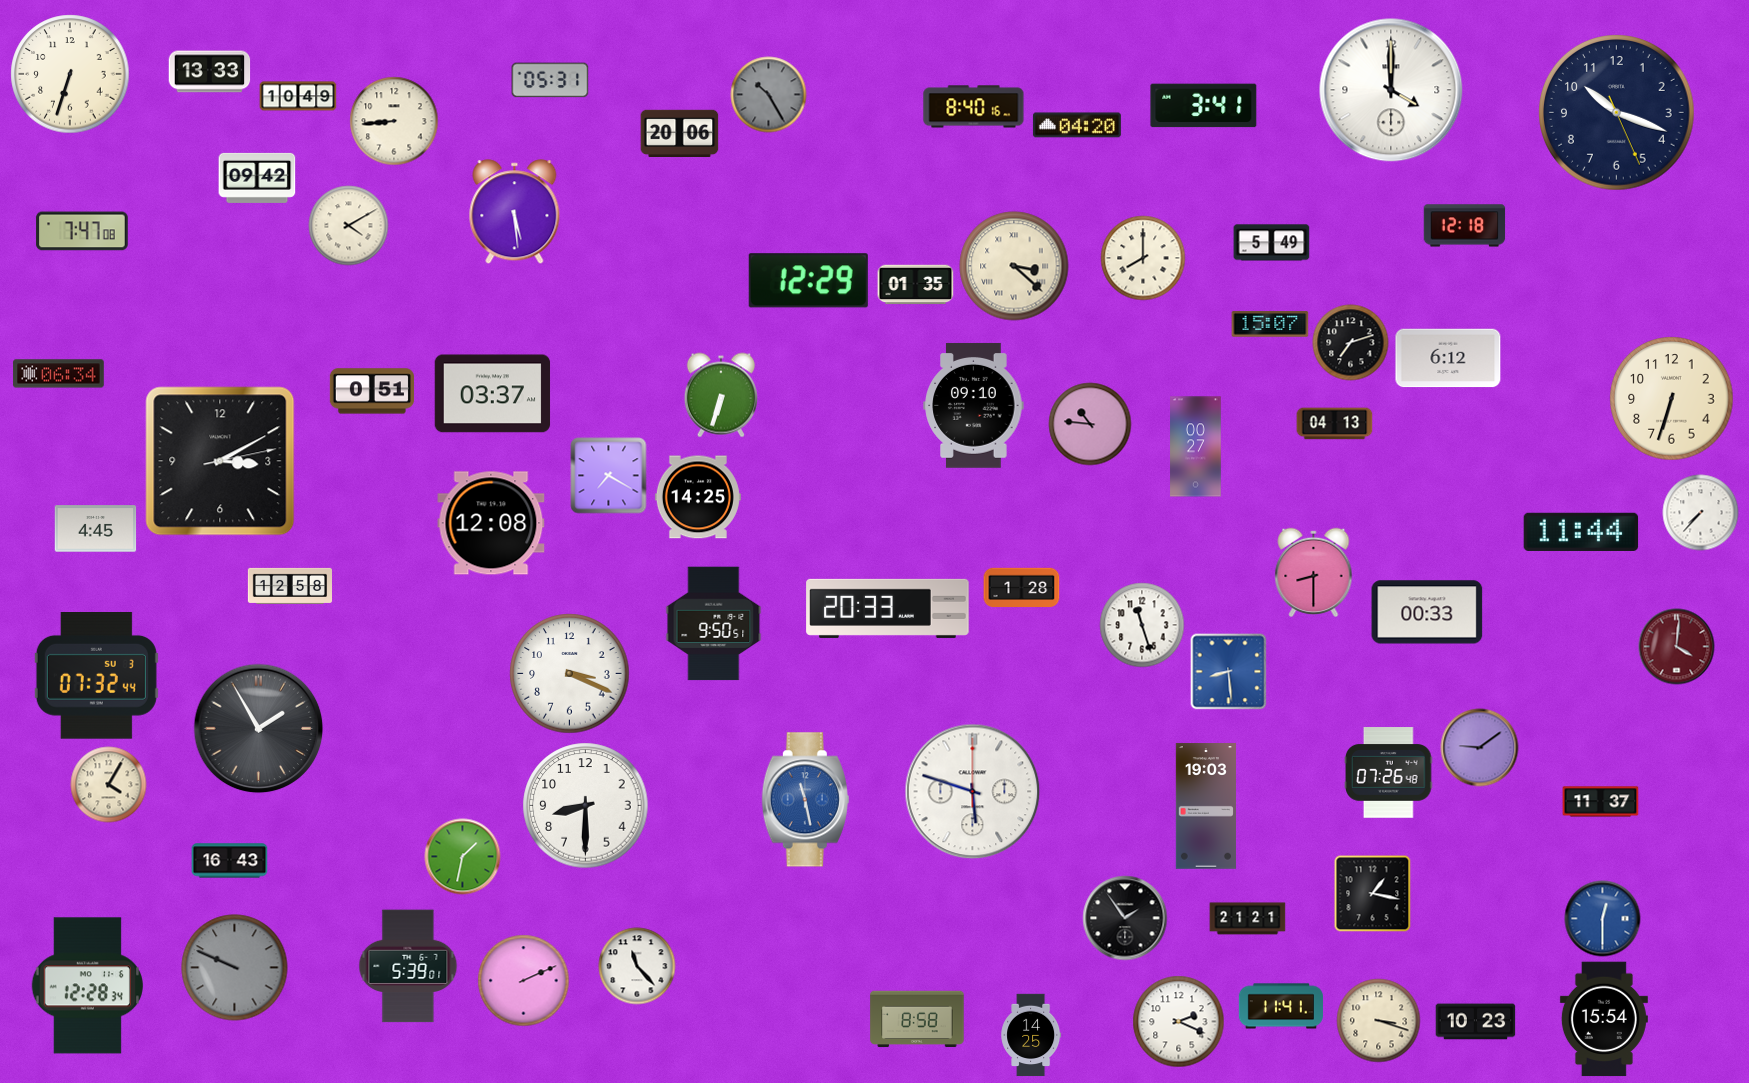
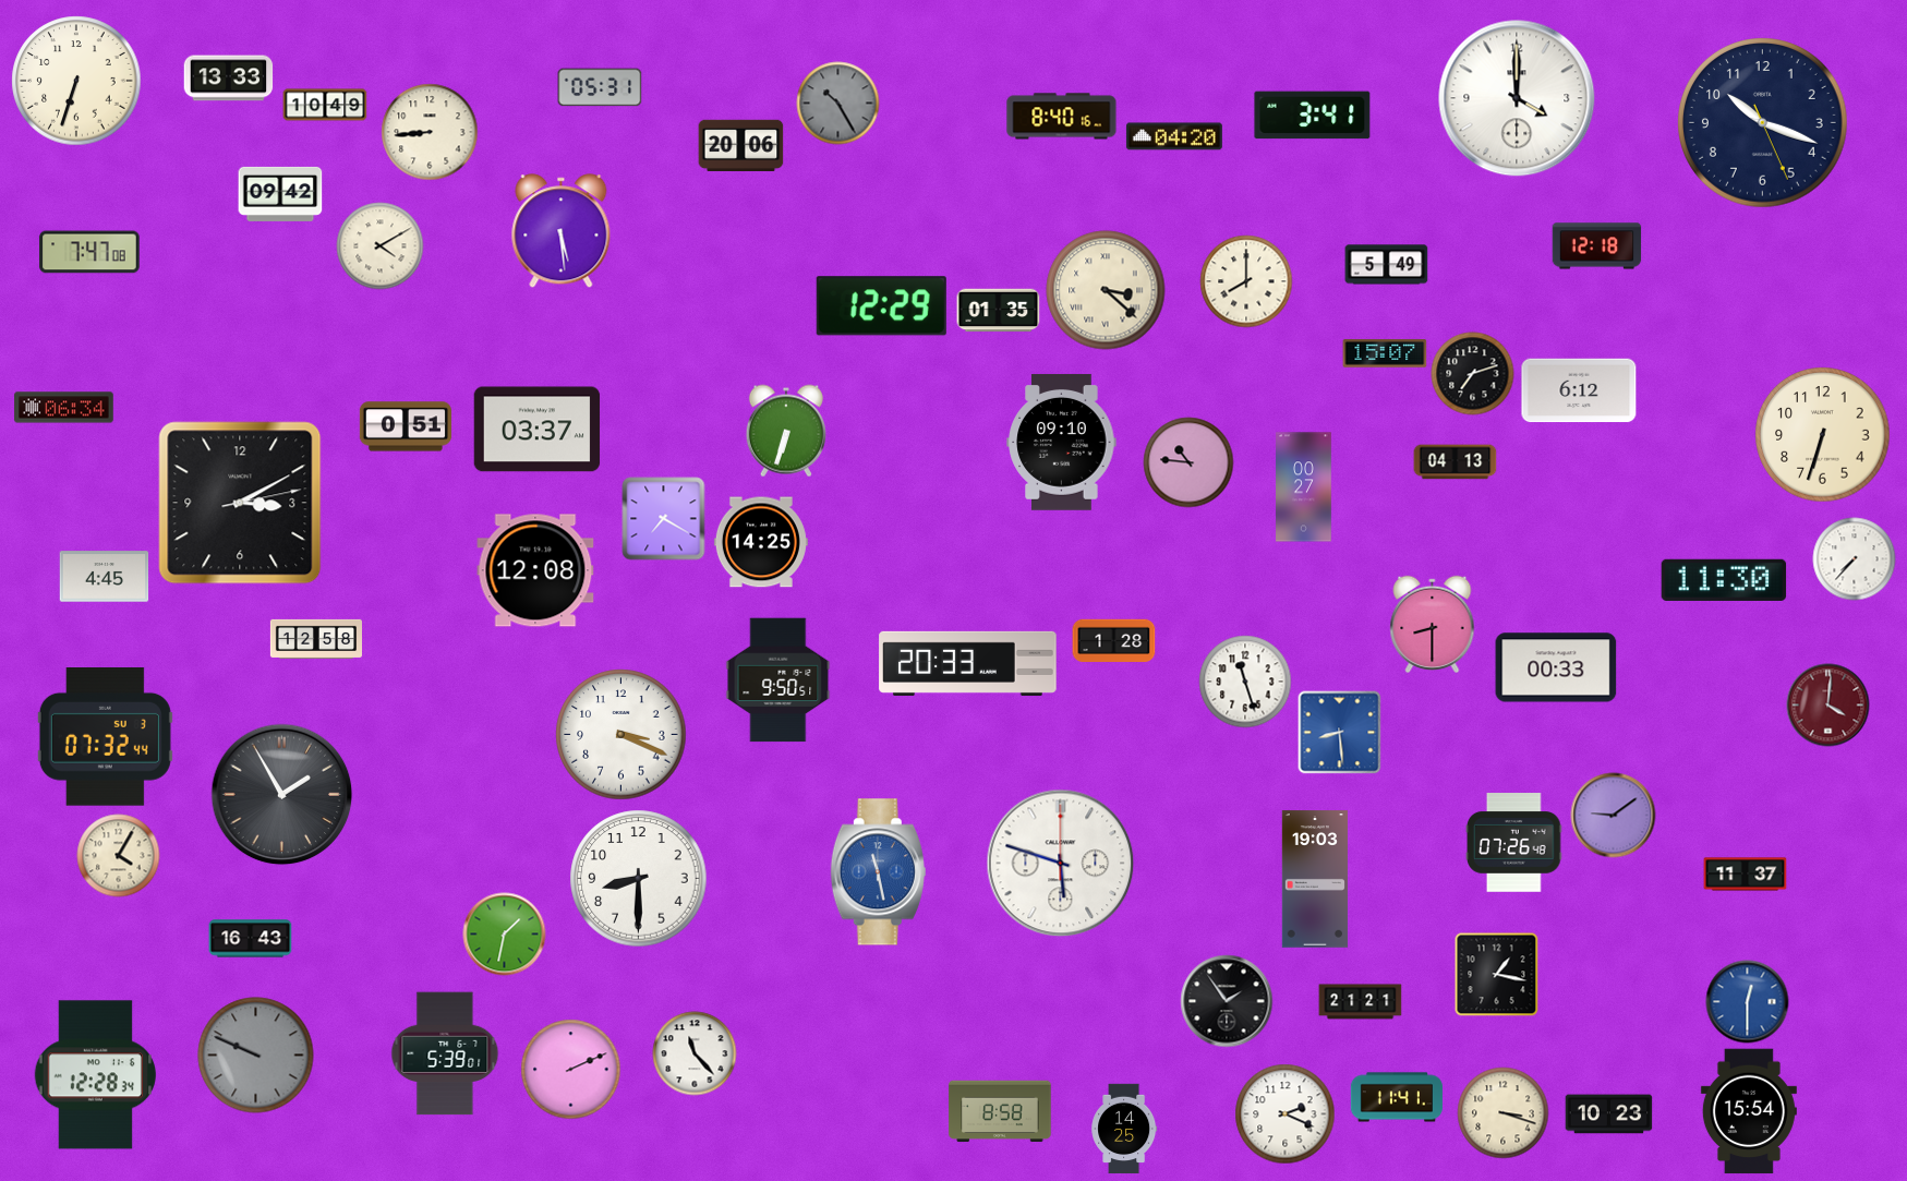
clock at (1581, 532): 11:44 -> 11:30
